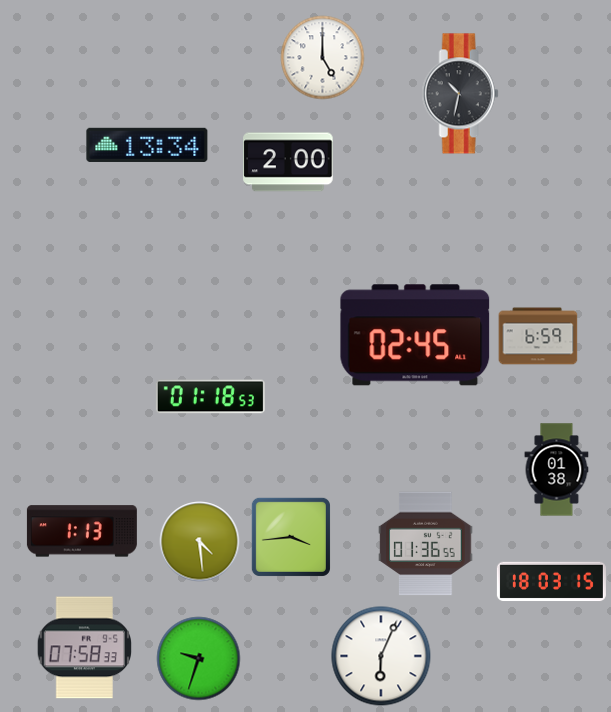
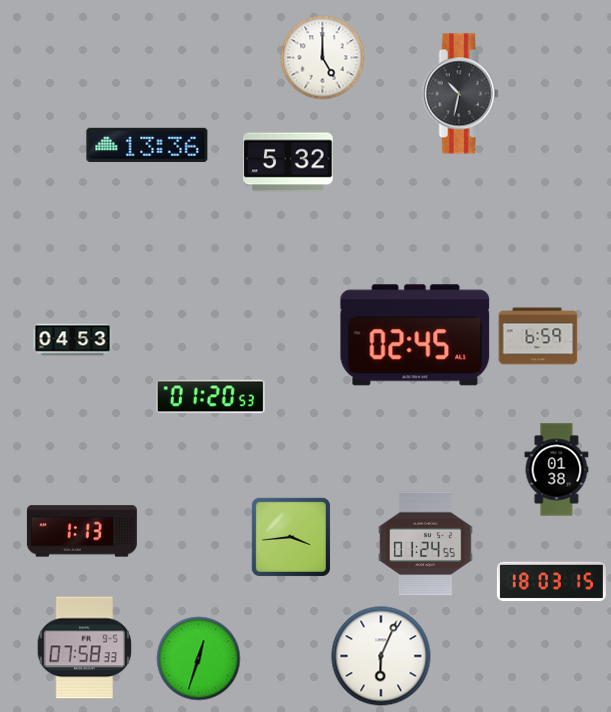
clock at (147, 145): 13:34 -> 13:36
clock at (288, 162): 2:00 -> 5:32
clock at (73, 340): none -> 04:53
clock at (210, 397): 01:18 -> 01:20
clock at (200, 542): 4:29 -> none
clock at (426, 544): 01:36 -> 01:24
clock at (199, 659): 9:33 -> 12:33
